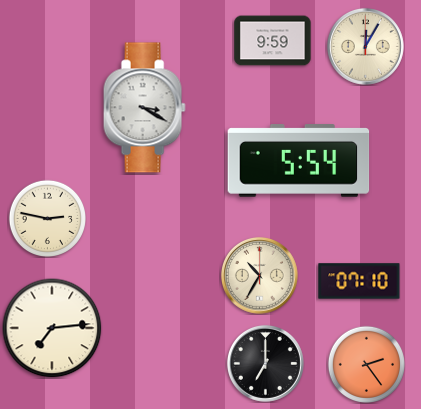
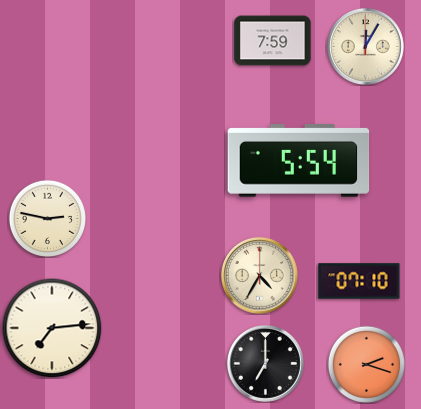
clock at (273, 41): 9:59 -> 7:59
clock at (144, 108): 3:20 -> none
clock at (259, 275): 10:35 -> 4:35
clock at (366, 364): 2:24 -> 2:18
